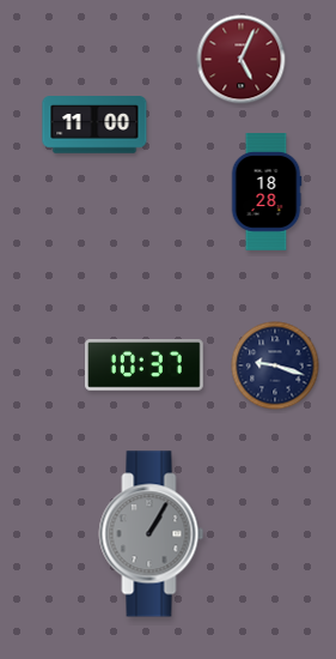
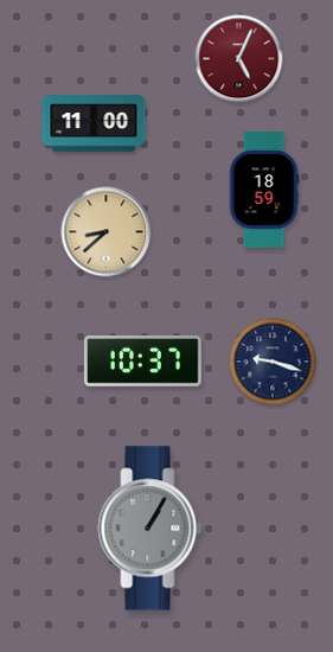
clock at (267, 193): 18:28 -> 18:59
clock at (107, 232): none -> 8:38
